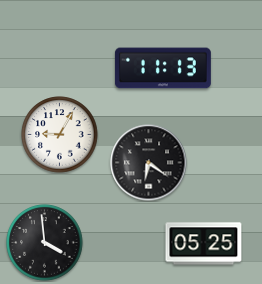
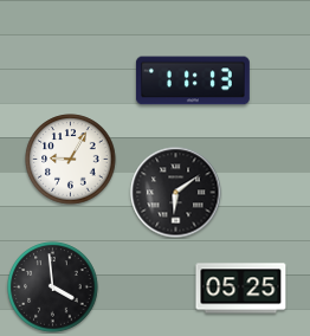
clock at (149, 163): 6:21 -> 6:09
